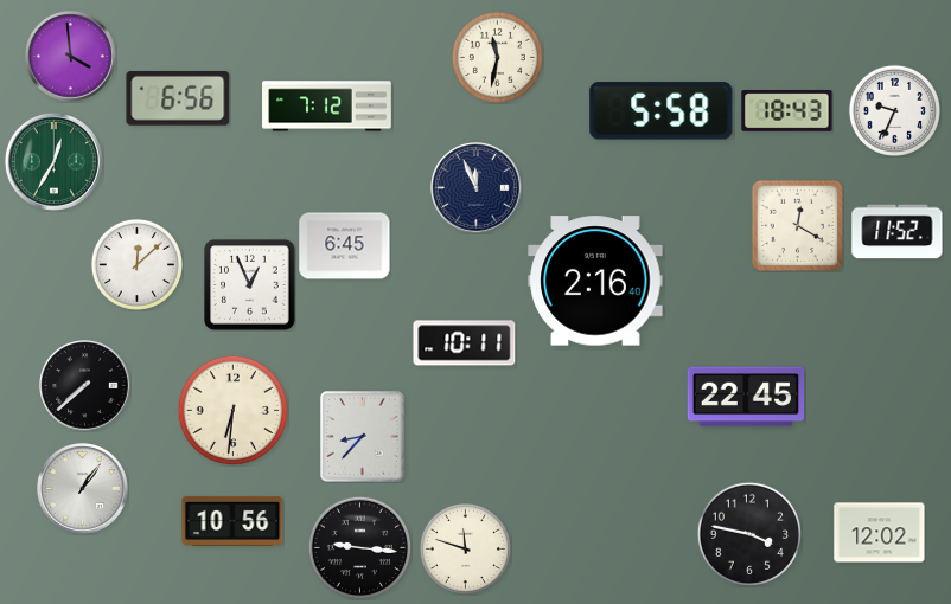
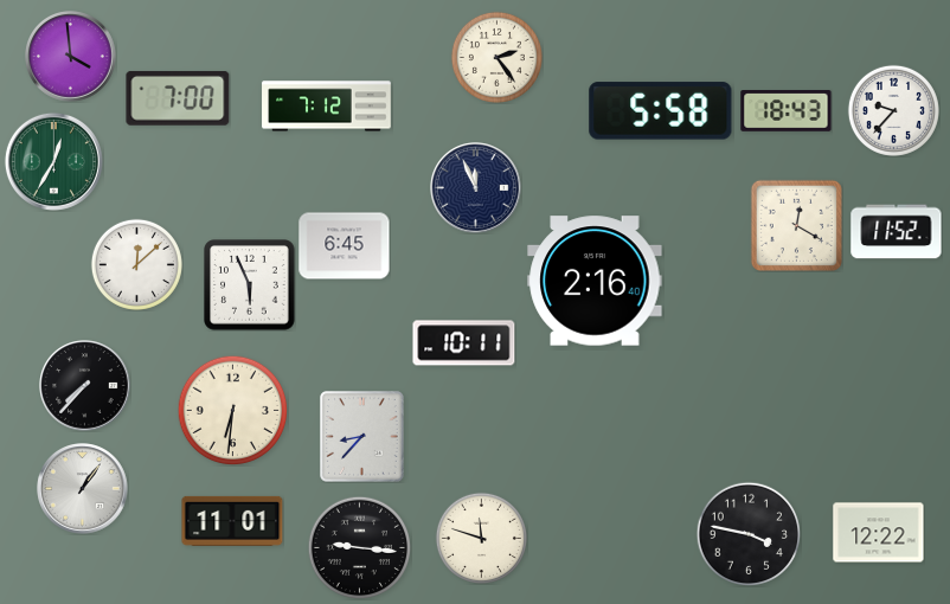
clock at (497, 57): 11:32 -> 2:24
clock at (178, 98): 6:56 -> 7:00
clock at (894, 110): 9:34 -> 9:37
clock at (250, 285): 12:56 -> 5:56
clock at (85, 386): 7:38 -> 7:37
clock at (746, 397): 22:45 -> none
clock at (232, 521): 10:56 -> 11:01
clock at (880, 533): 12:02 -> 12:22
clock at (465, 548) position: (465, 548) -> (481, 538)
